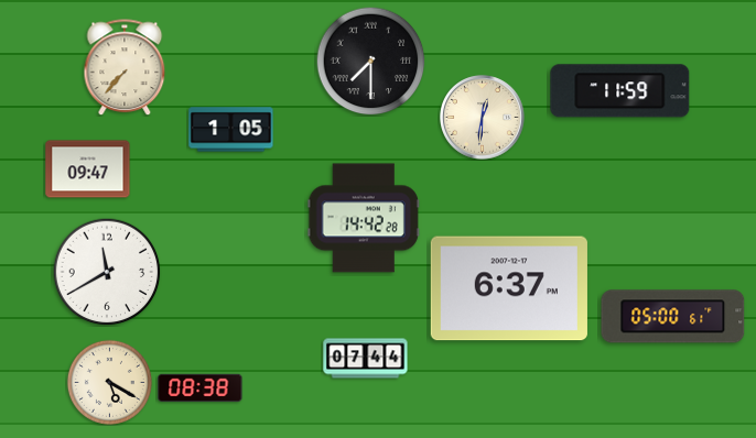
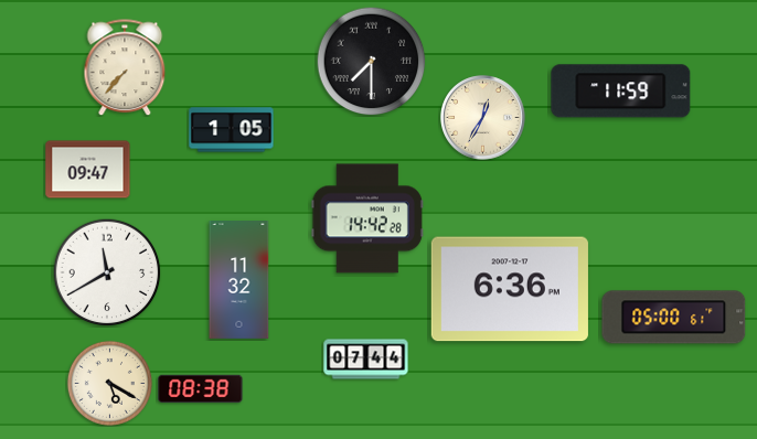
clock at (483, 118): 12:31 -> 12:35
clock at (364, 218) position: (364, 218) -> (367, 218)
clock at (239, 280): none -> 11:32
clock at (509, 288): 6:37 -> 6:36
